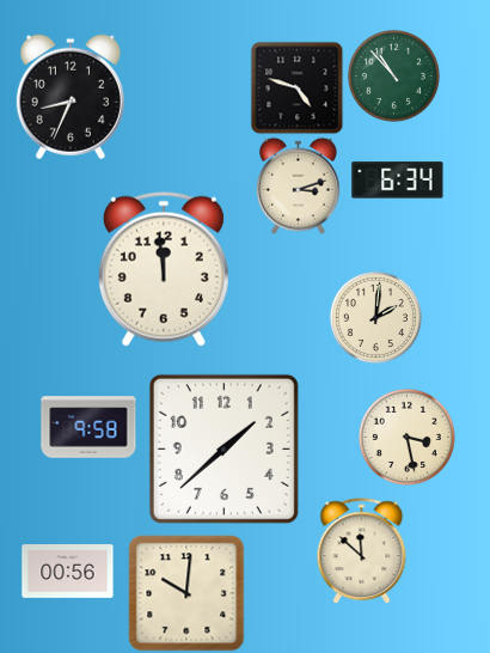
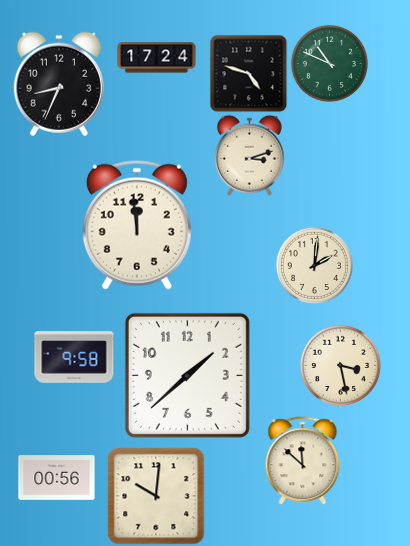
clock at (157, 58): none -> 17:24
clock at (393, 75): 10:53 -> 10:49
clock at (71, 97) position: (71, 97) -> (59, 84)
clock at (398, 181): 6:34 -> none
